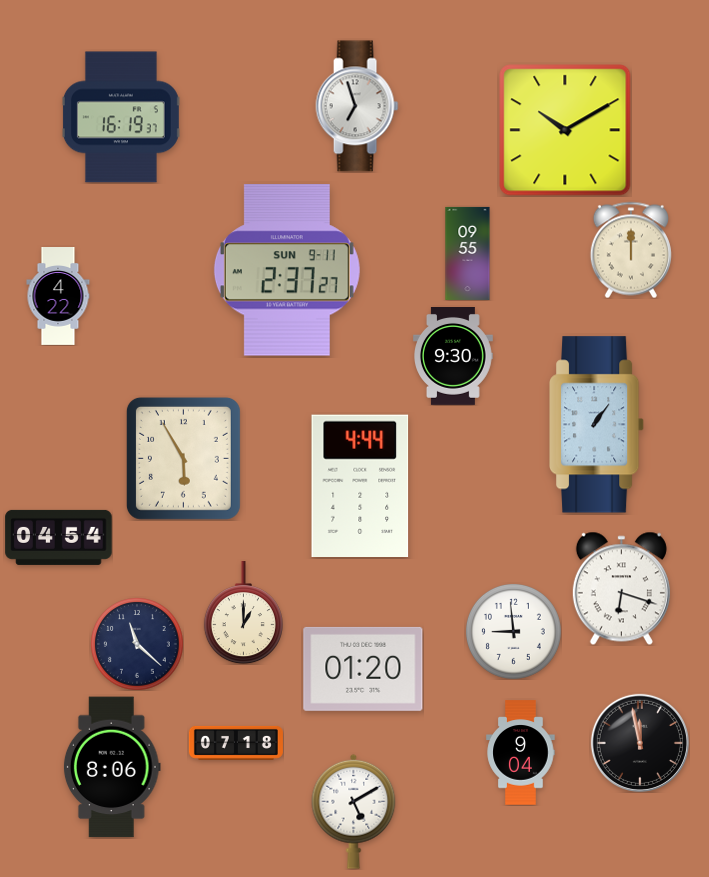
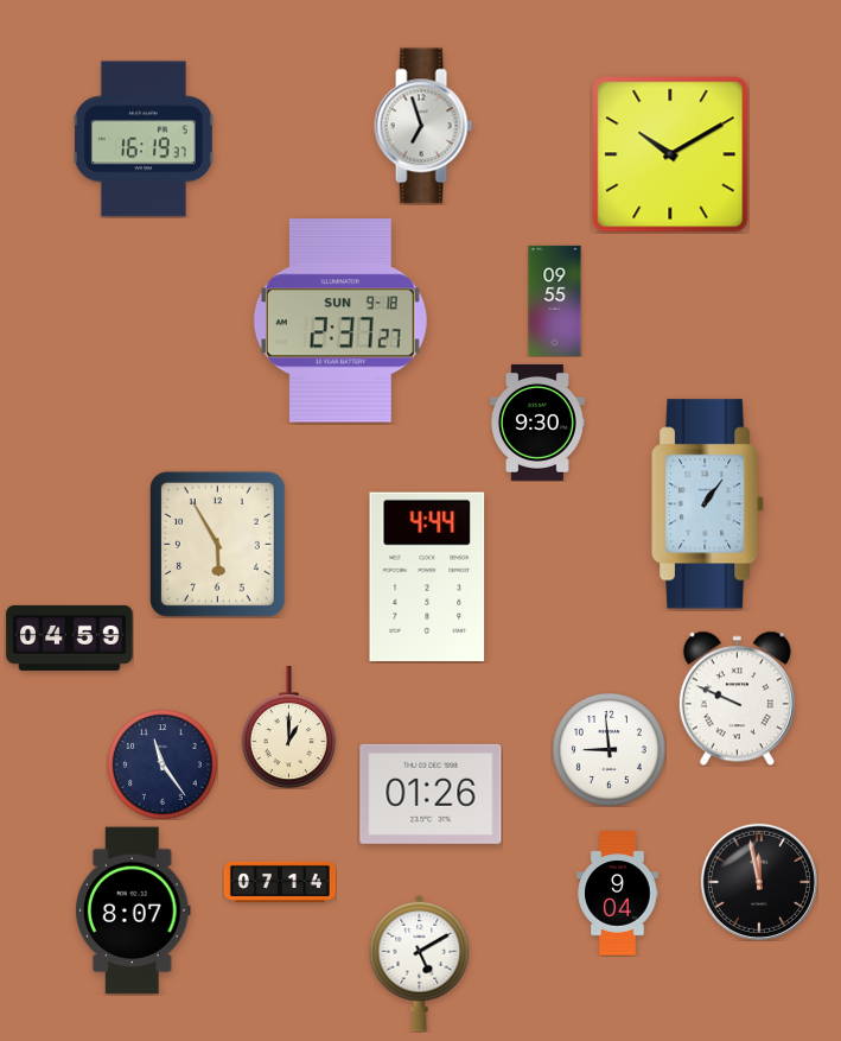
clock at (631, 250): 12:00 -> none
clock at (287, 270) date: SUN 9-11 -> SUN 9-18
clock at (58, 297): 4:22 -> none
clock at (59, 537): 04:54 -> 04:59
clock at (621, 588): 6:18 -> 9:49
clock at (137, 644): 11:22 -> 11:24
clock at (363, 669): 01:20 -> 01:26
clock at (236, 743): 07:18 -> 07:14
clock at (112, 767): 8:06 -> 8:07
